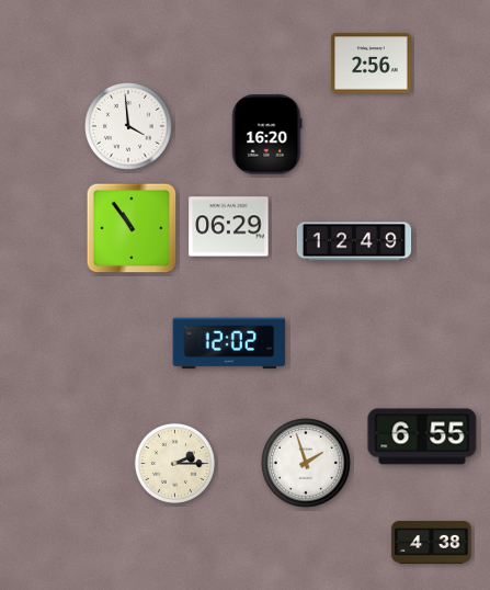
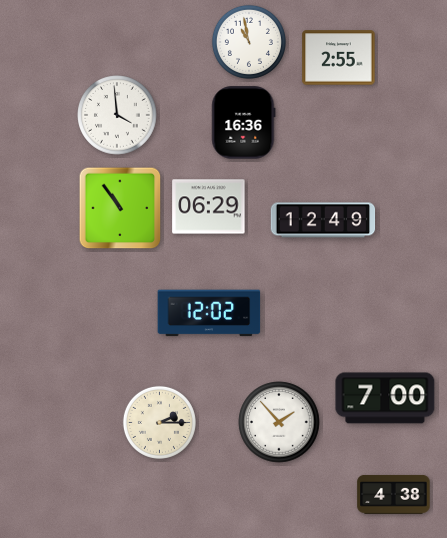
clock at (249, 42): none -> 10:58
clock at (372, 64): 2:56 -> 2:55
clock at (267, 135): 16:20 -> 16:36
clock at (422, 436): 6:55 -> 7:00
clock at (306, 463): 1:57 -> 1:53
